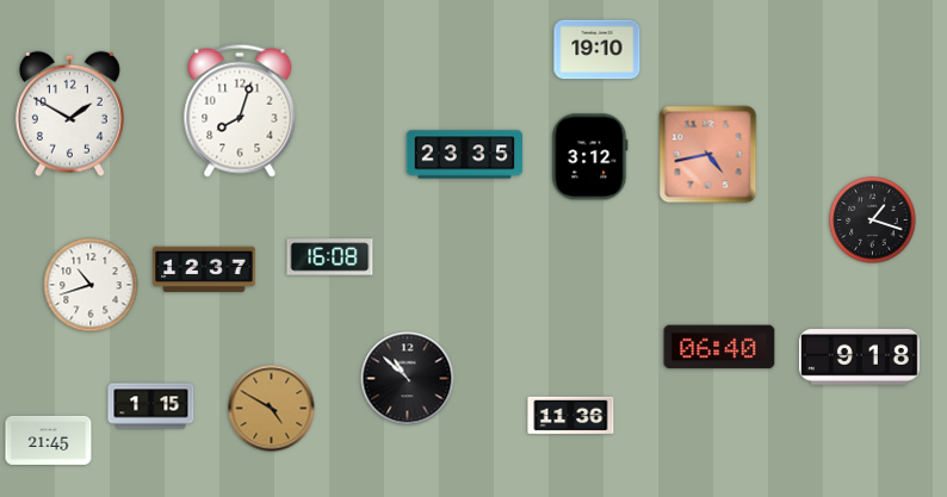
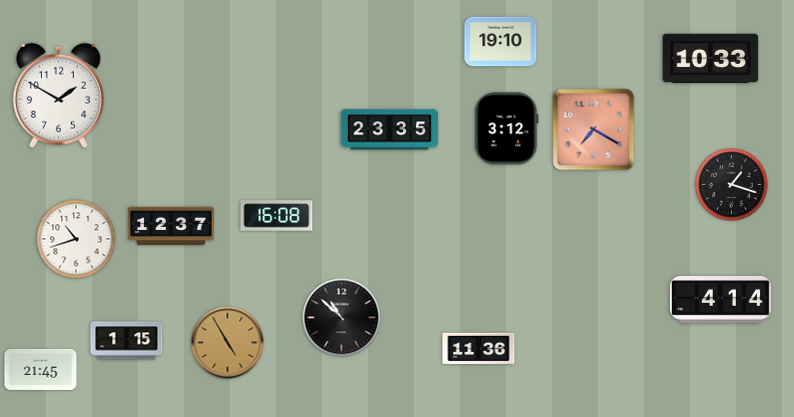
clock at (711, 59): none -> 10:33
clock at (240, 111): 8:03 -> none
clock at (708, 155): 4:43 -> 7:20
clock at (590, 157) position: (590, 157) -> (507, 129)
clock at (719, 347): 06:40 -> none
clock at (859, 358): 9:18 -> 4:14
clock at (272, 409): 4:50 -> 4:55
